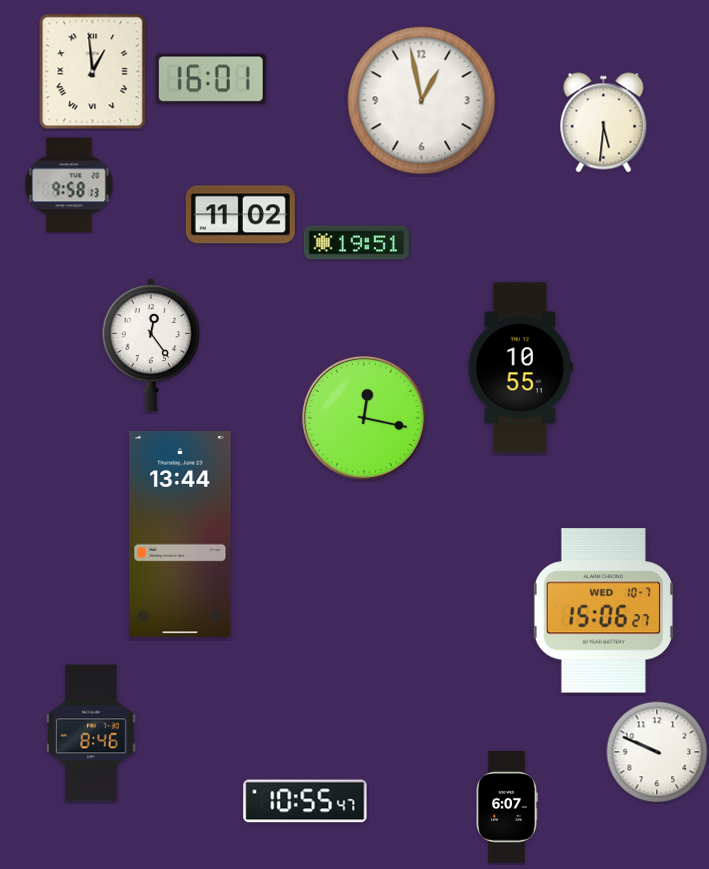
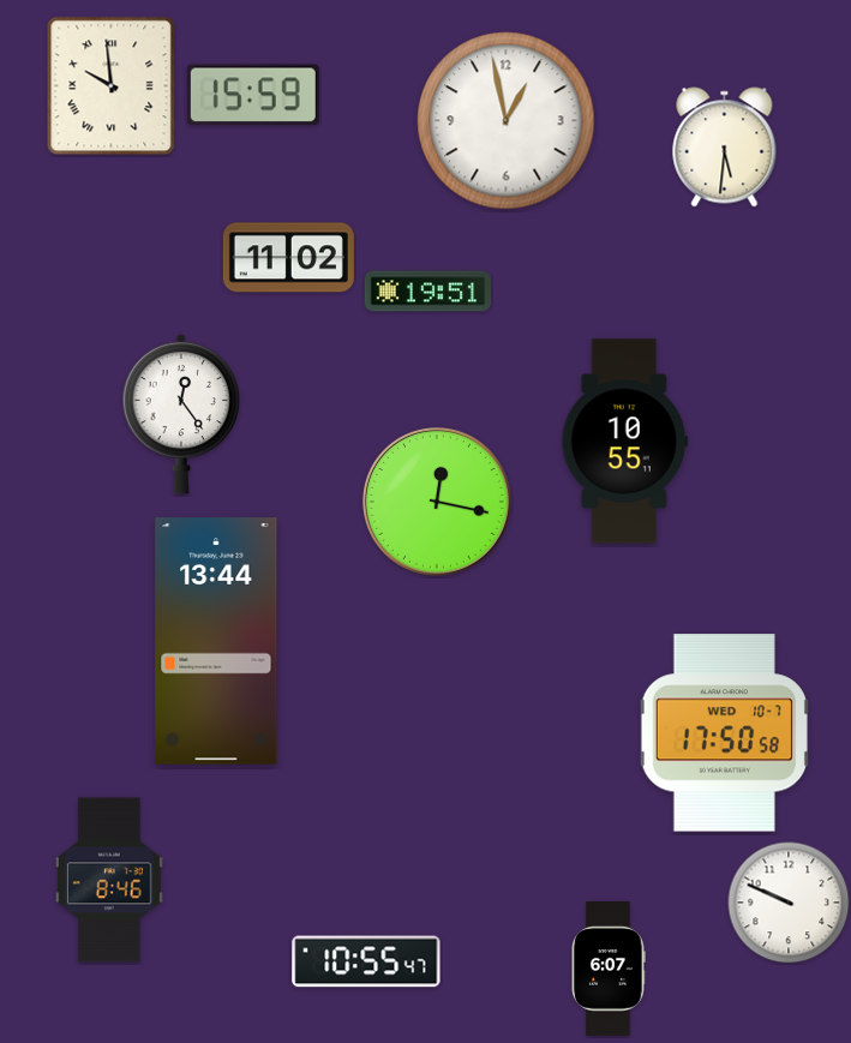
clock at (93, 72): 12:59 -> 9:59
clock at (211, 79): 16:01 -> 15:59
clock at (69, 185): 9:58 -> none
clock at (603, 611): 15:06 -> 17:50
